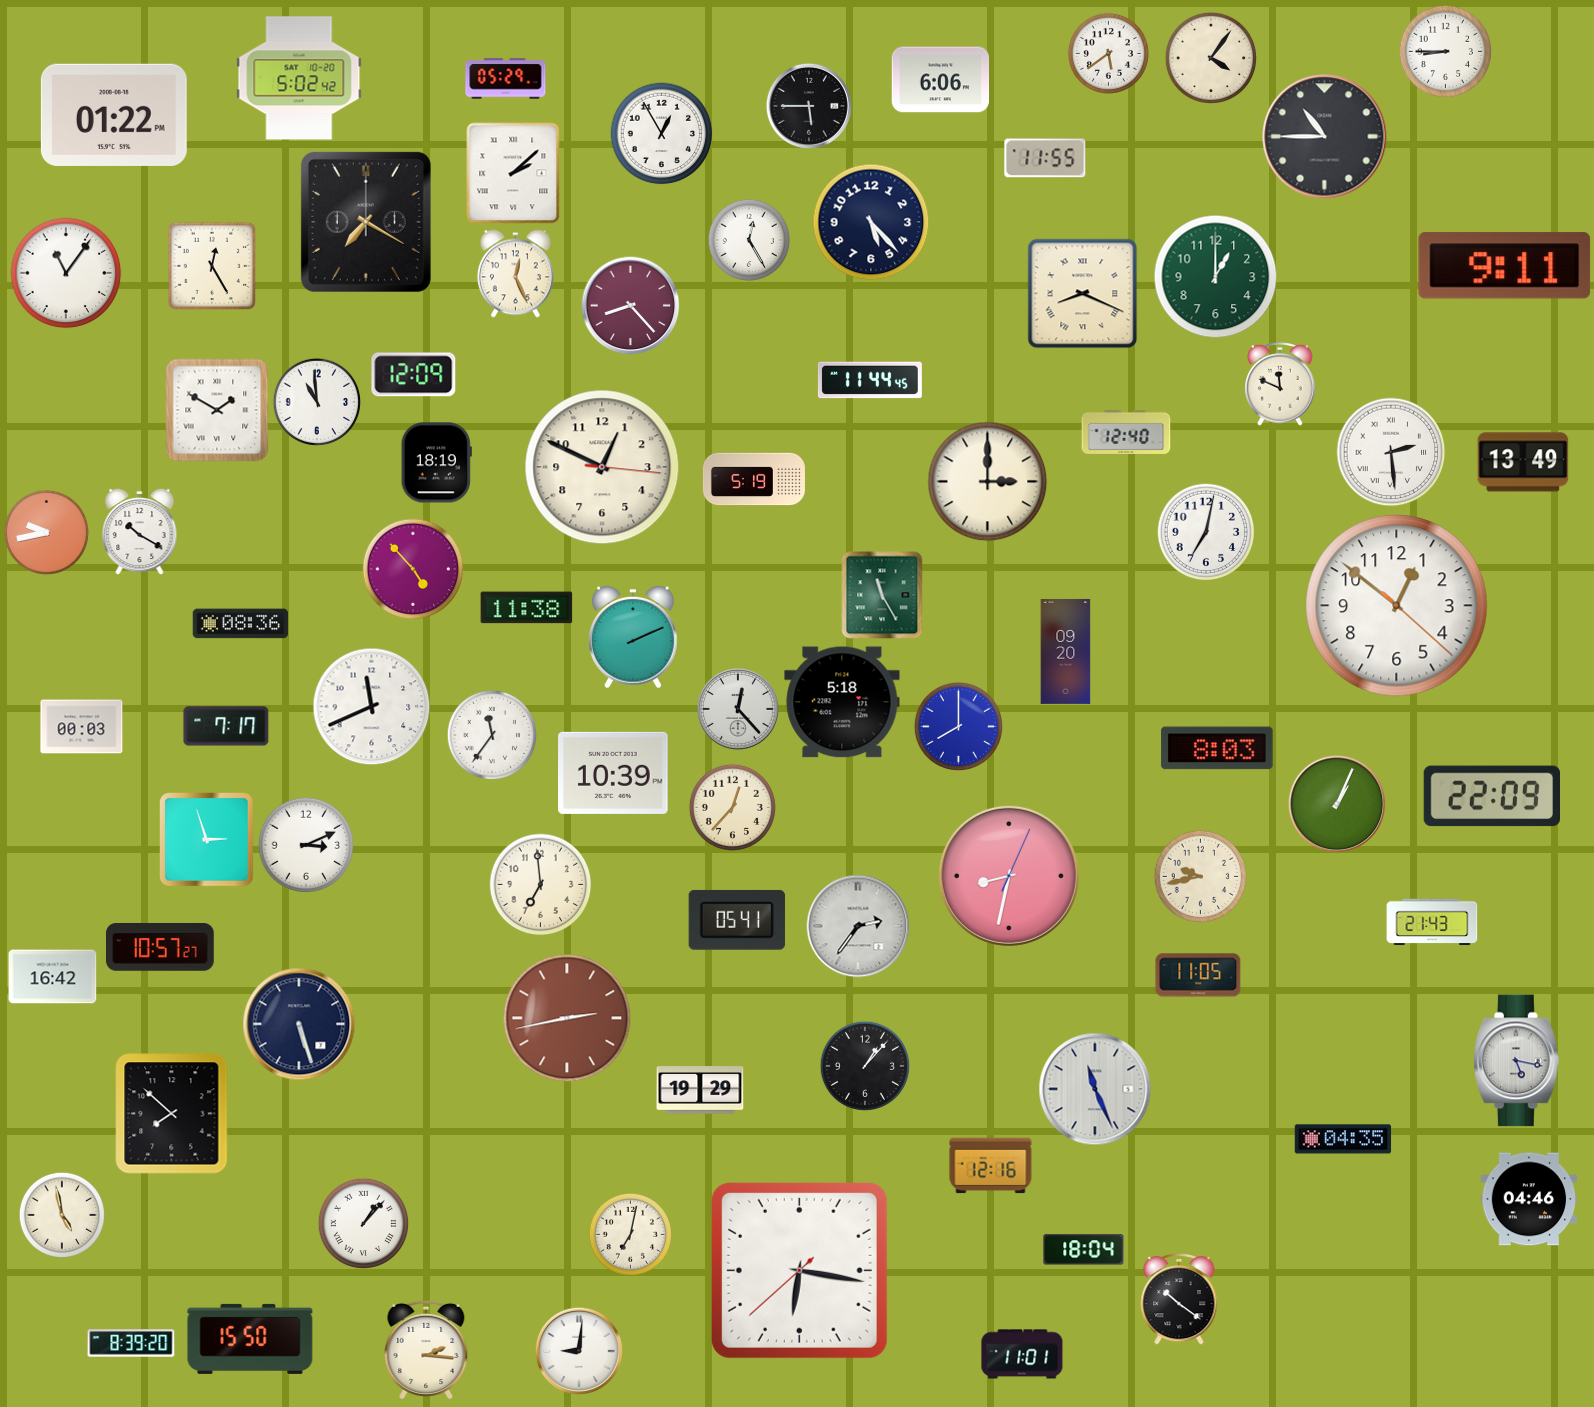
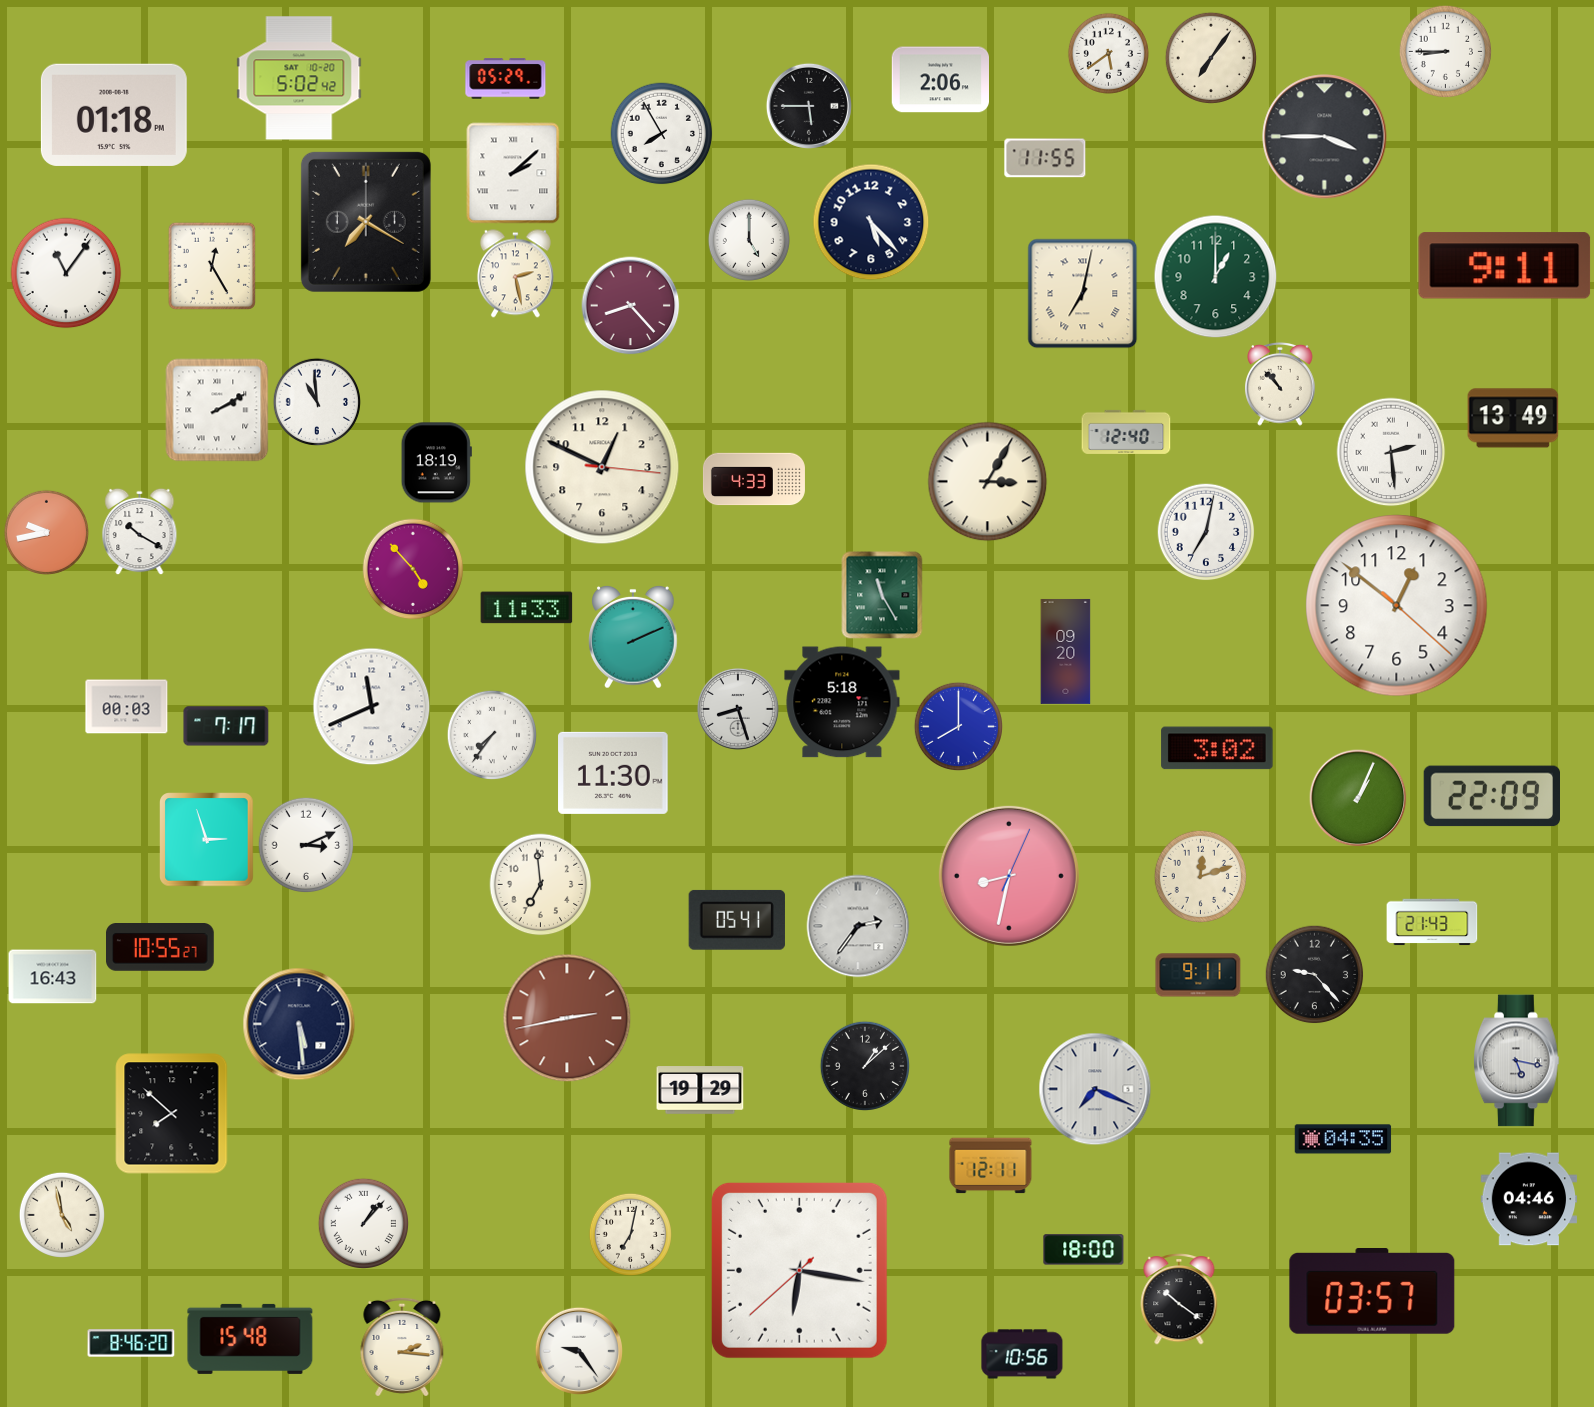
clock at (1210, 57): 4:06 -> 7:06
clock at (940, 80): 6:06 -> 2:06
clock at (114, 115): 01:22 -> 01:18
clock at (662, 134): 12:55 -> 7:55
clock at (1325, 137): 10:45 -> 3:45
clock at (749, 240): 12:25 -> 5:00
clock at (515, 274): 12:26 -> 2:28
clock at (1083, 294): 8:19 -> 7:02
clock at (414, 375): 12:09 -> none
clock at (870, 380): 11:44 -> none
clock at (1280, 384): 11:49 -> 10:53
clock at (217, 410): 1:50 -> 2:10
clock at (1523, 462) position: (1523, 462) -> (1513, 418)
clock at (754, 479): 5:19 -> 4:33
clock at (988, 482): 3:00 -> 3:05
clock at (527, 608): 11:38 -> 11:33
clock at (241, 624): 08:36 -> none
clock at (738, 709): 12:23 -> 8:27
clock at (82, 727) position: (82, 727) -> (127, 707)
clock at (491, 734): 11:36 -> 7:36
clock at (1217, 748): 8:03 -> 3:02
clock at (613, 773): 10:39 -> 11:30
clock at (1337, 804) position: (1337, 804) -> (1358, 798)
clock at (732, 807): 12:37 -> none
clock at (1200, 876): 9:43 -> 12:12
clock at (161, 948): 10:57 -> 10:55
clock at (1198, 975): 11:05 -> 9:11
clock at (1315, 975): none -> 9:23
clock at (53, 977): 16:42 -> 16:43
clock at (299, 1024): 5:27 -> 5:29
clock at (864, 1065): 1:07 -> 1:08
clock at (1095, 1089): 11:26 -> 7:19
clock at (991, 1166): 12:16 -> 12:11
clock at (1084, 1250): 18:04 -> 18:00
clock at (1372, 1292): none -> 03:57
clock at (250, 1339): 15:50 -> 15:48
clock at (131, 1343): 8:39 -> 8:46
clock at (426, 1350) position: (426, 1350) -> (402, 1347)
clock at (579, 1351): 9:01 -> 9:24
clock at (1022, 1354): 11:01 -> 10:56
